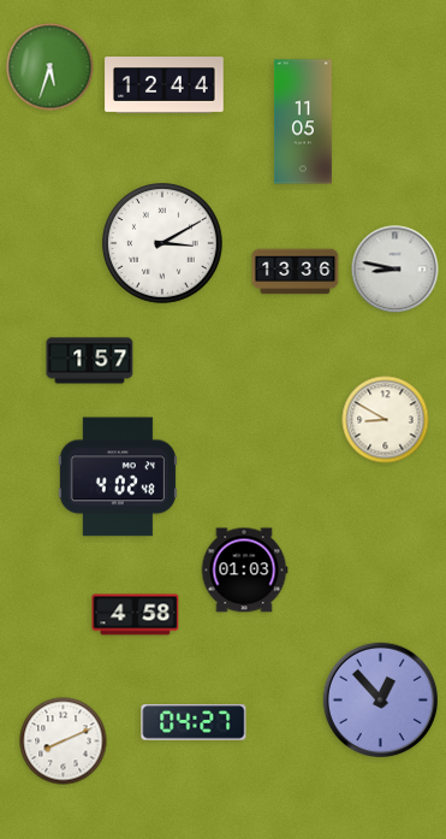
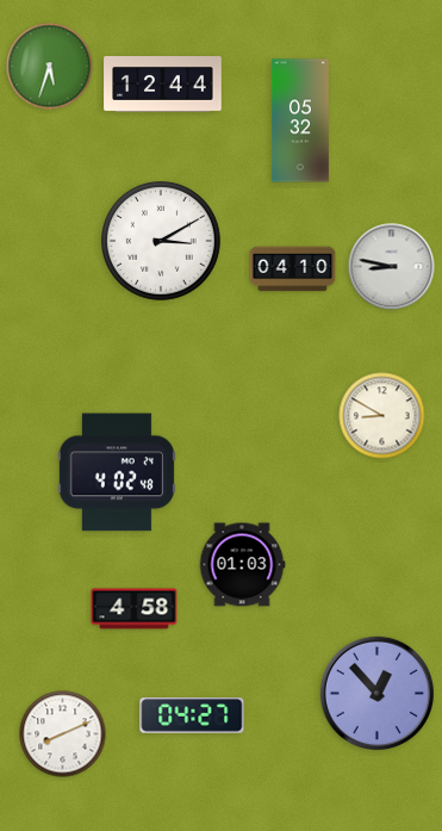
clock at (303, 122): 11:05 -> 05:32
clock at (296, 272): 13:36 -> 04:10
clock at (90, 361): 1:57 -> none
